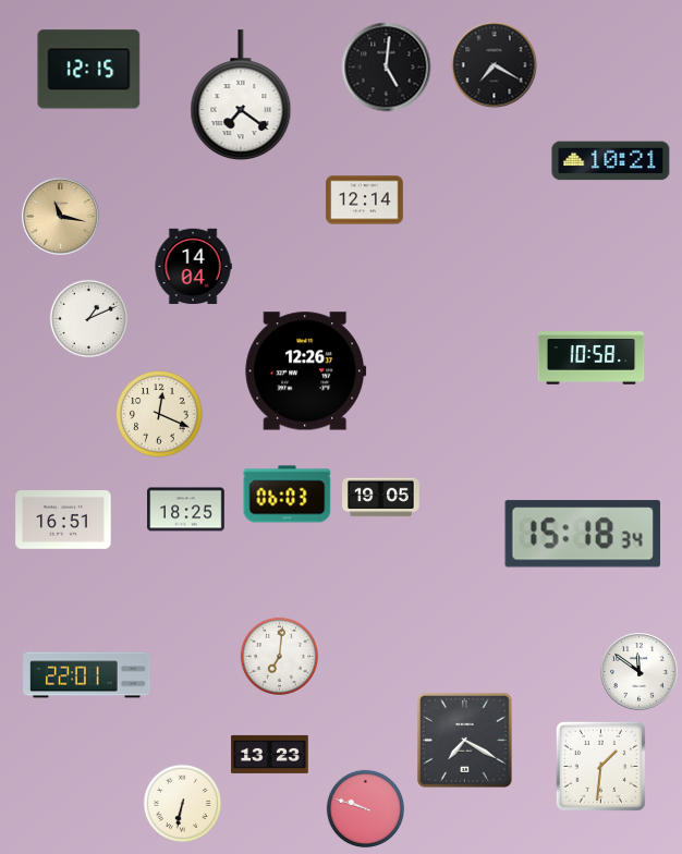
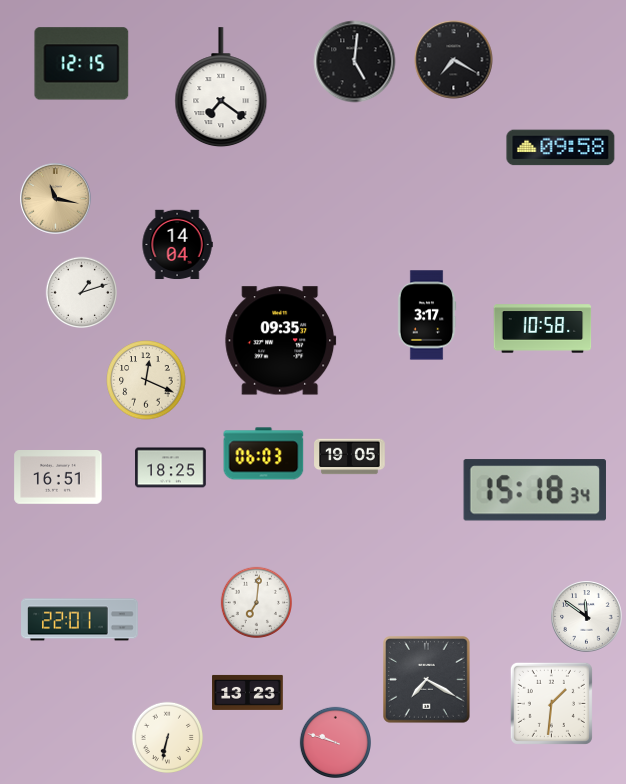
clock at (611, 161): 10:21 -> 09:58
clock at (365, 200): 12:14 -> none
clock at (88, 318): 1:11 -> 1:12
clock at (427, 315): none -> 3:17
clock at (306, 371): 12:26 -> 09:35
